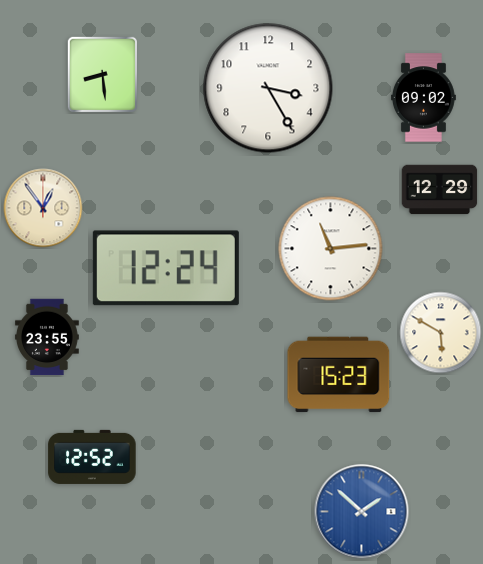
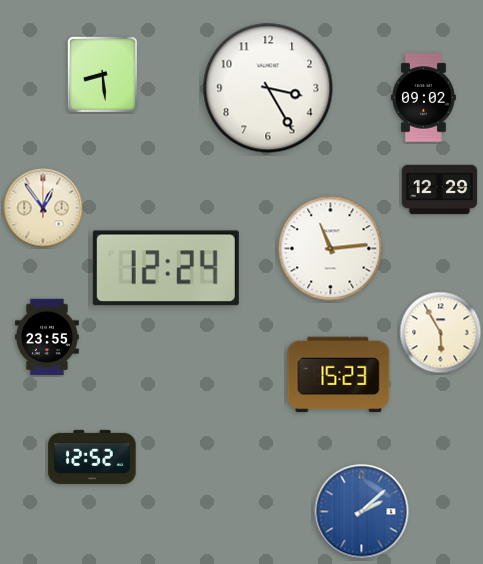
clock at (441, 333): 5:50 -> 5:55
clock at (362, 512): 1:52 -> 2:08
